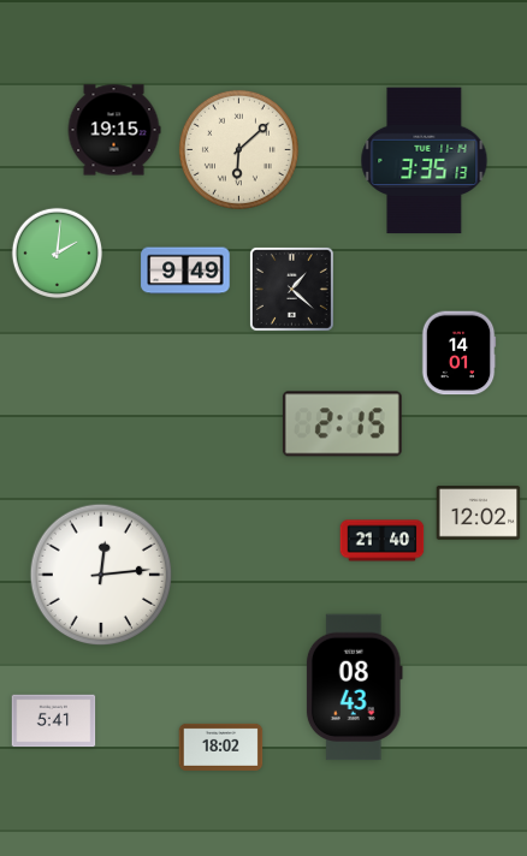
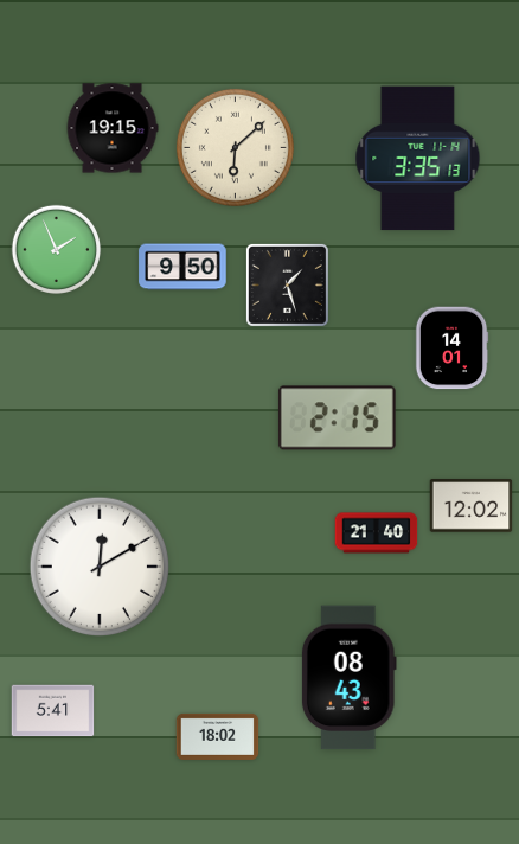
clock at (58, 254): 2:01 -> 1:56
clock at (185, 271): 9:49 -> 9:50
clock at (291, 289): 1:22 -> 1:27
clock at (101, 575): 12:14 -> 12:10
